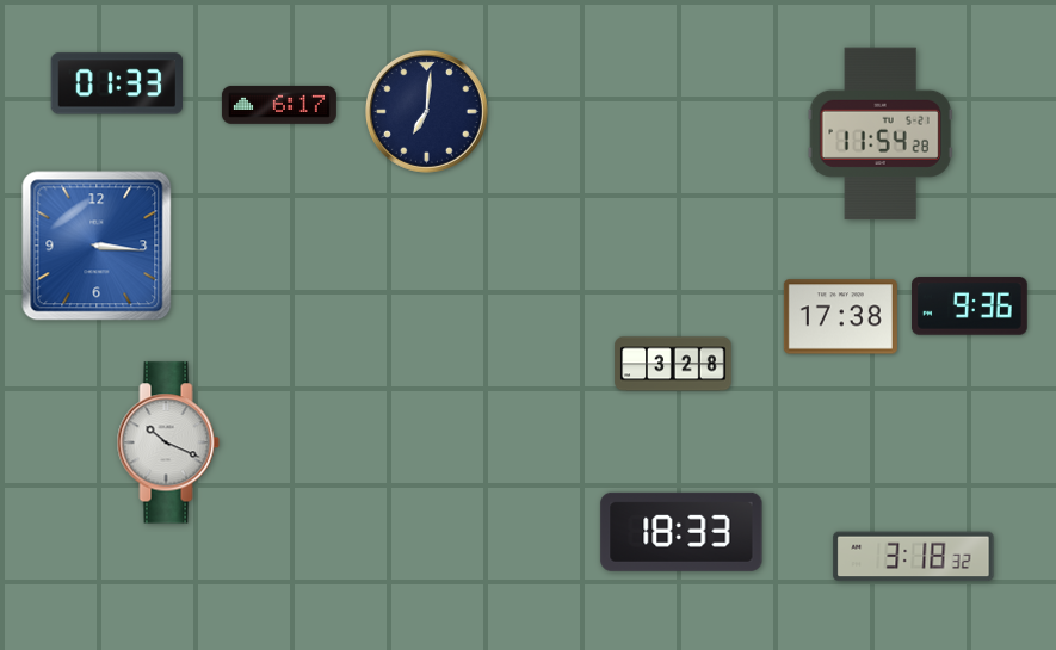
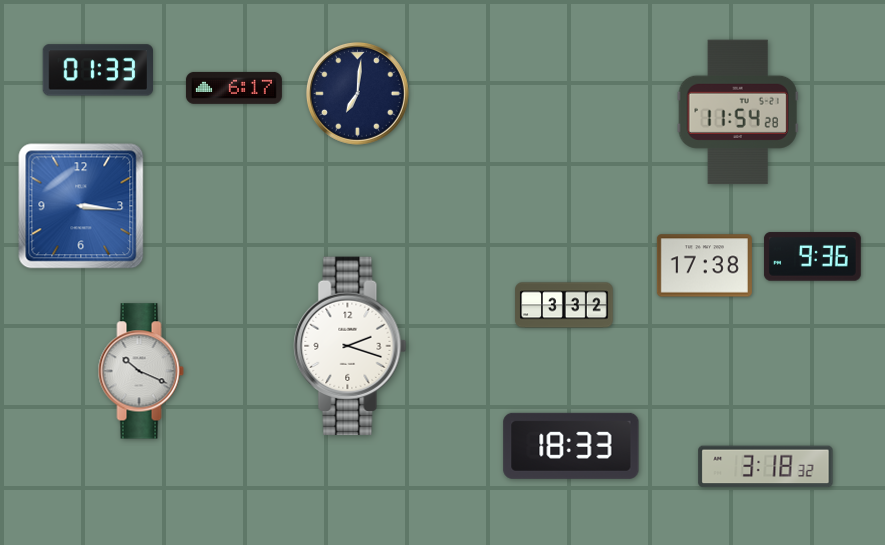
clock at (673, 364): 3:28 -> 3:32
clock at (350, 346): none -> 2:18
